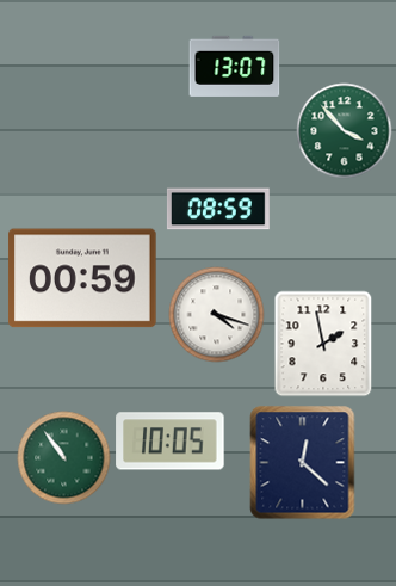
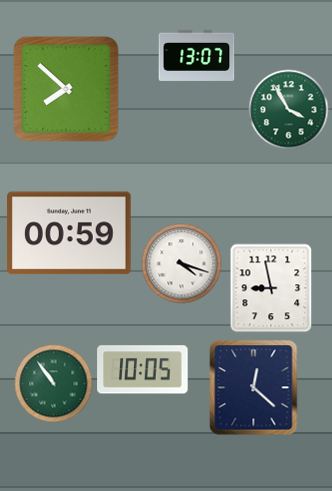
clock at (66, 89): none -> 7:52
clock at (345, 131): 3:53 -> 3:55
clock at (218, 209): 08:59 -> none
clock at (323, 344): 1:58 -> 8:58
